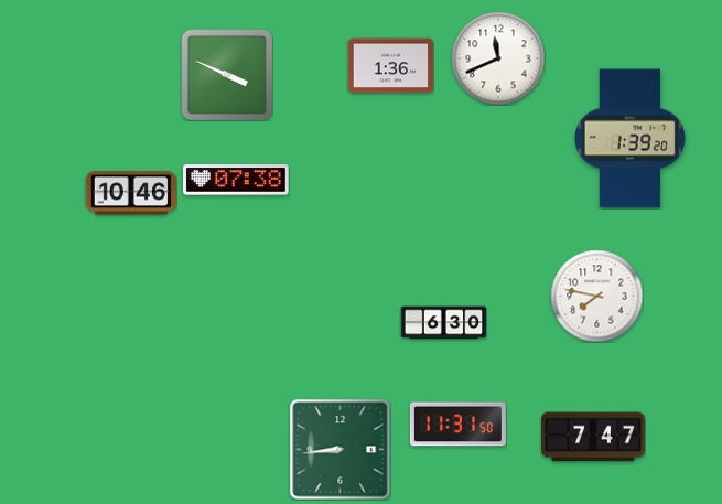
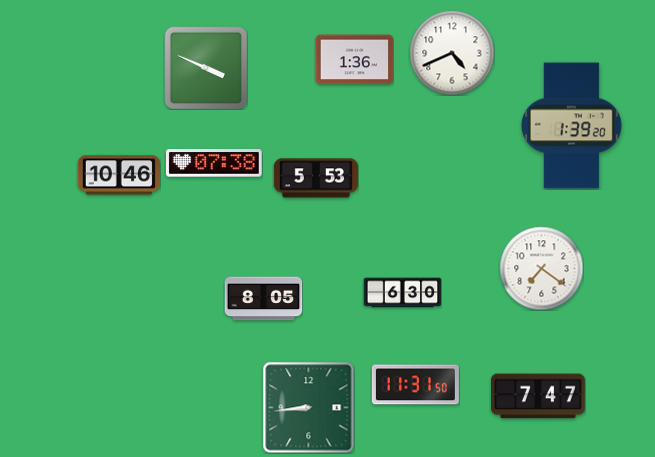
clock at (498, 58): 11:41 -> 4:41
clock at (316, 178): none -> 5:53
clock at (596, 296): 7:47 -> 7:21
clock at (263, 299): none -> 8:05
